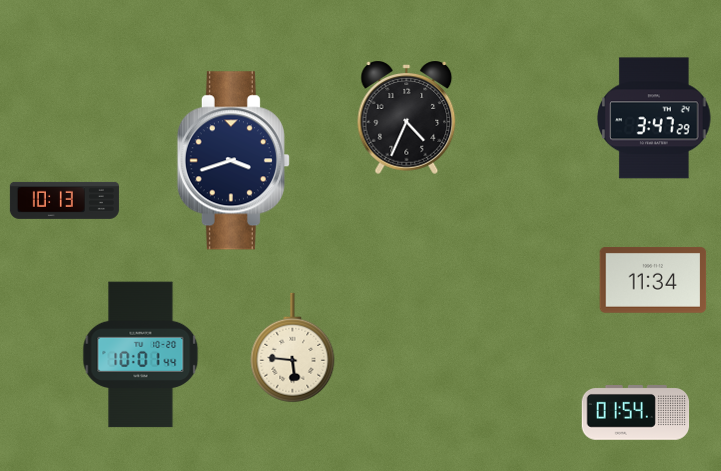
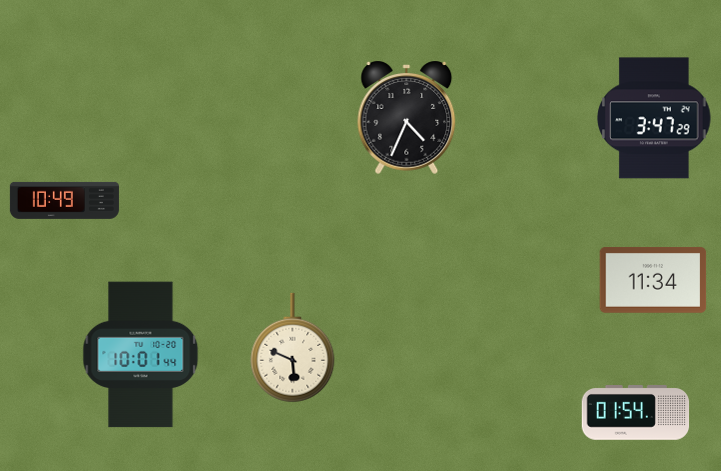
clock at (233, 161): 3:42 -> none
clock at (64, 200): 10:13 -> 10:49
clock at (293, 348): 5:46 -> 5:49
